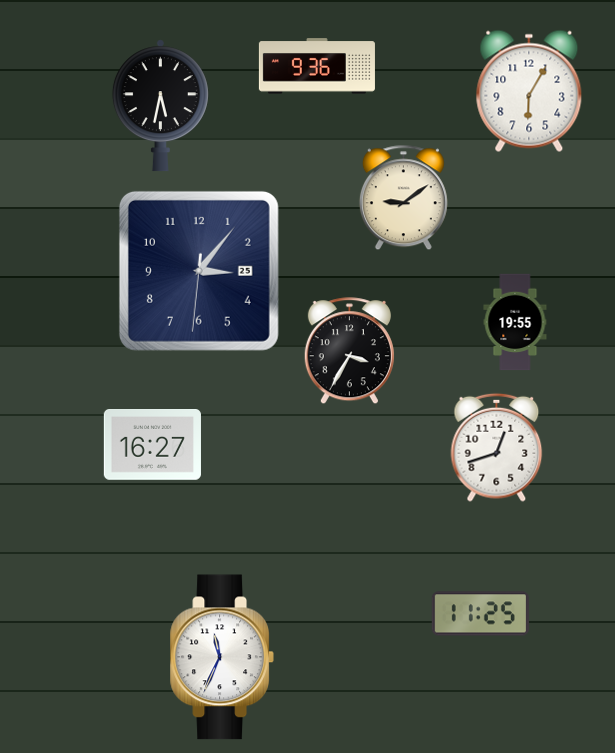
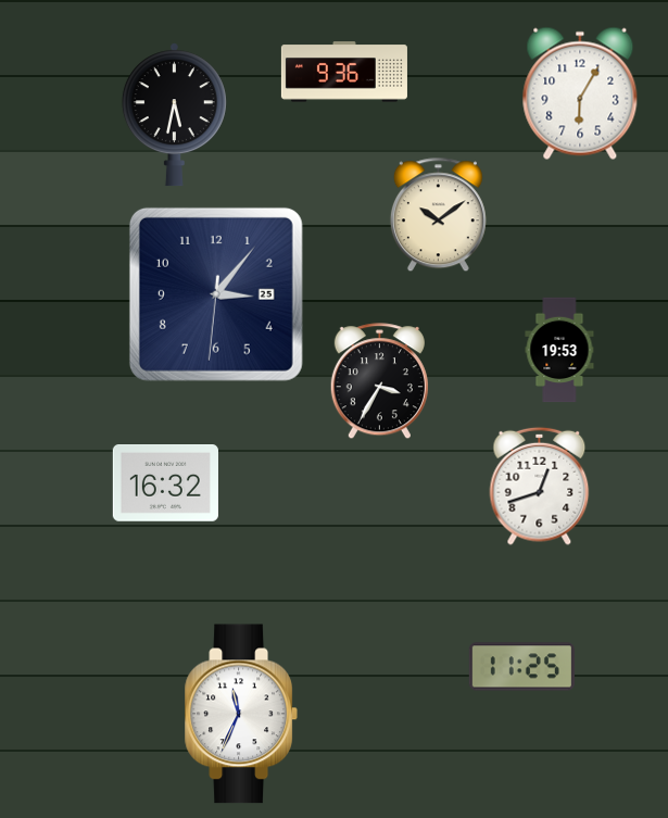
clock at (529, 91) position: (529, 91) -> (580, 93)
clock at (403, 198): 9:09 -> 10:09
clock at (515, 322): 19:55 -> 19:53
clock at (152, 445): 16:27 -> 16:32
